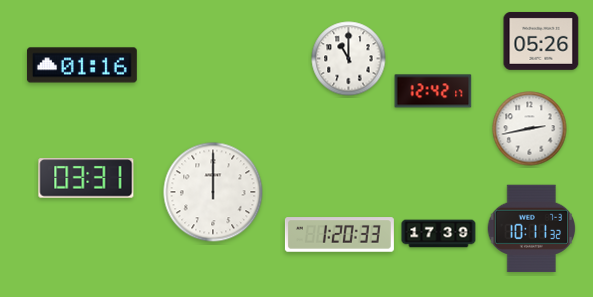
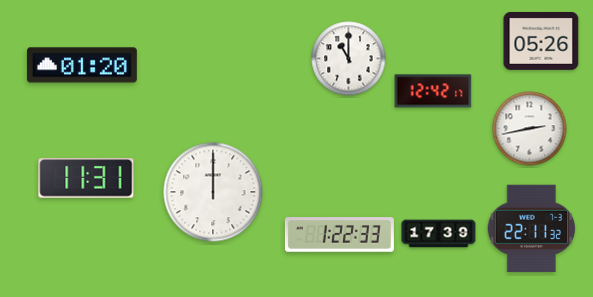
clock at (82, 65): 01:16 -> 01:20
clock at (86, 178): 03:31 -> 11:31
clock at (532, 228): 10:11 -> 22:11
clock at (339, 235): 1:20 -> 1:22
